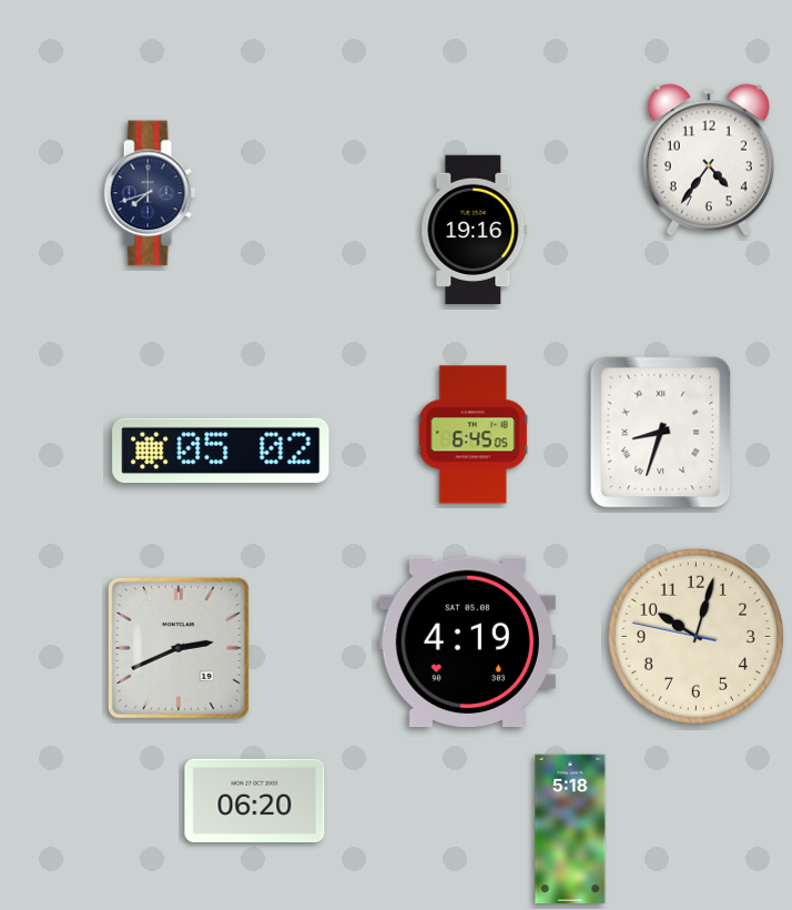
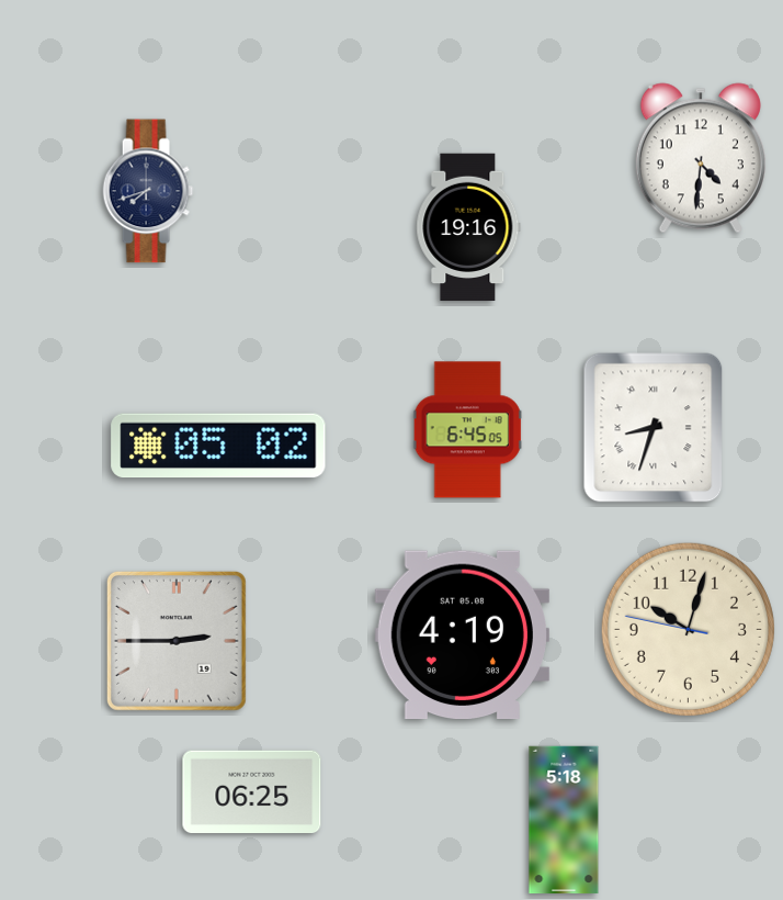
clock at (709, 160): 4:36 -> 4:31
clock at (179, 648): 2:41 -> 2:45
clock at (255, 801): 06:20 -> 06:25
